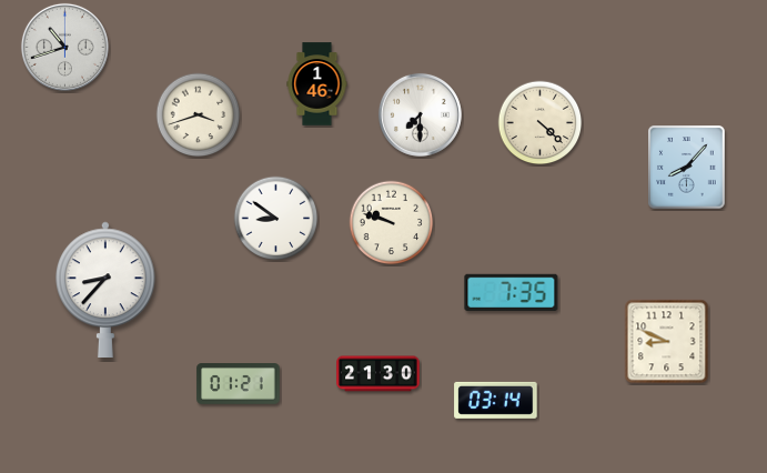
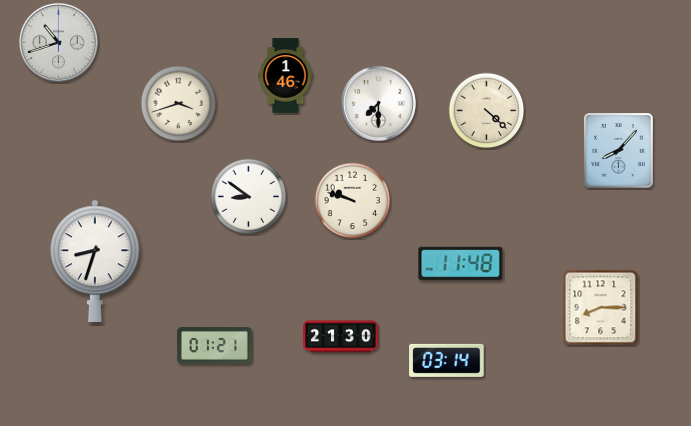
clock at (105, 289): 8:37 -> 8:33
clock at (512, 292): 7:35 -> 11:48
clock at (667, 342): 8:49 -> 8:15
